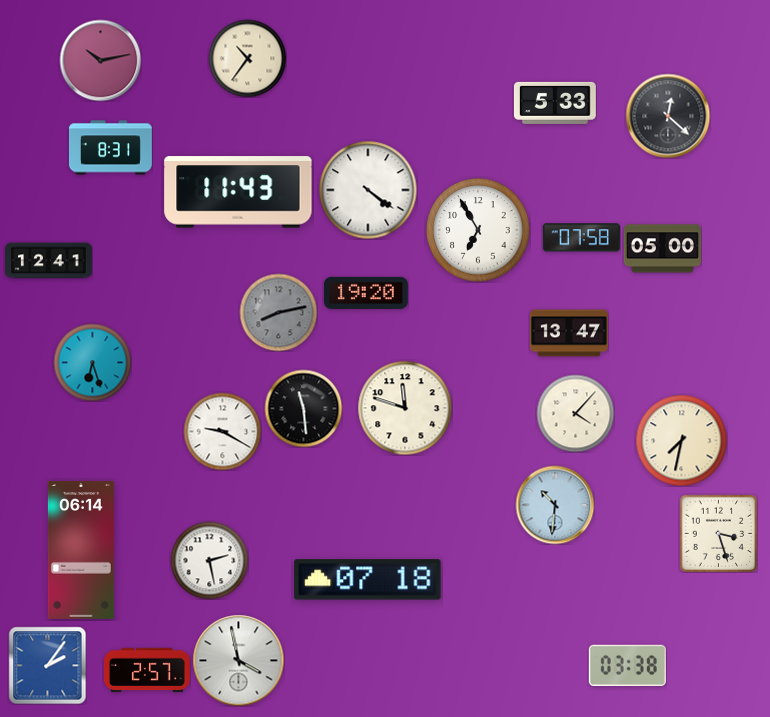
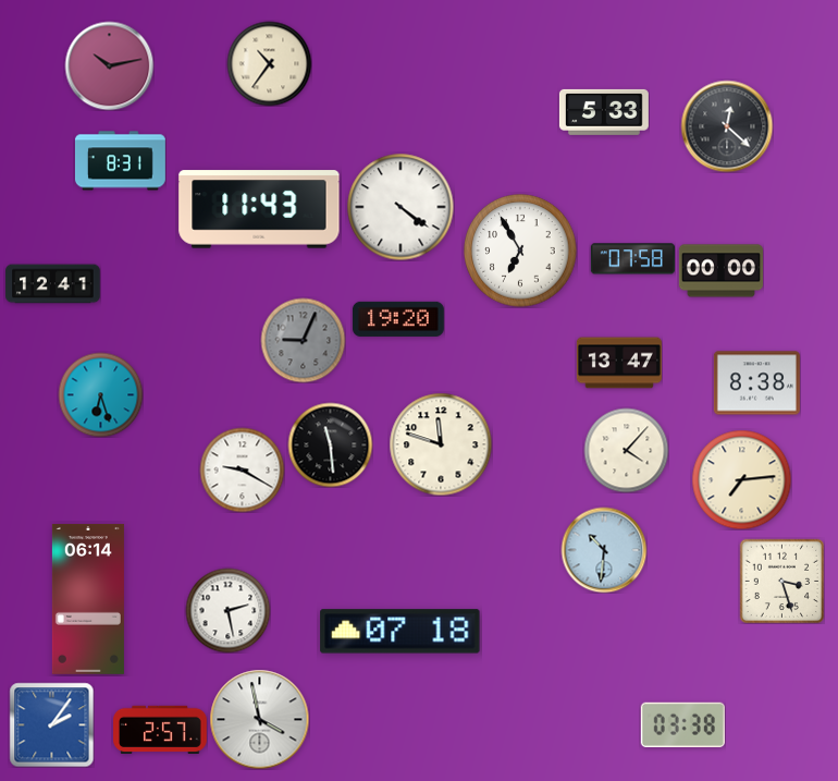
clock at (662, 249): 05:00 -> 00:00
clock at (278, 312): 8:13 -> 9:04
clock at (756, 383): none -> 8:38
clock at (681, 440): 7:32 -> 7:14
